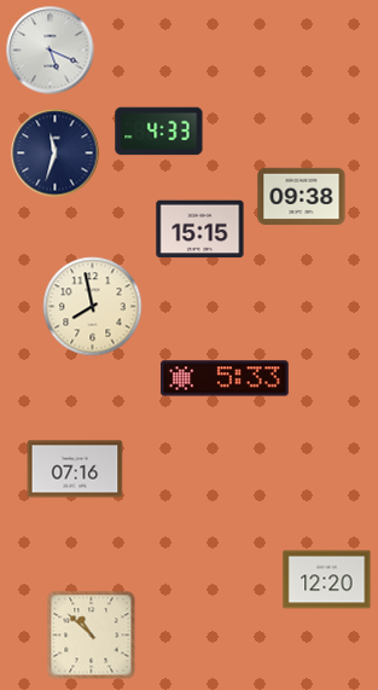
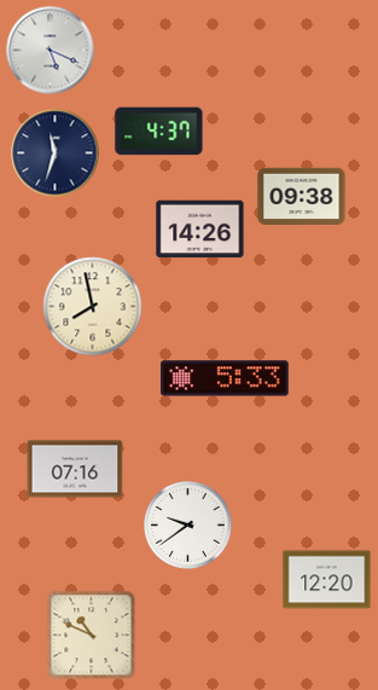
clock at (159, 132): 4:33 -> 4:37
clock at (200, 230): 15:15 -> 14:26
clock at (188, 526): none -> 9:39
clock at (92, 636): 10:52 -> 10:49
